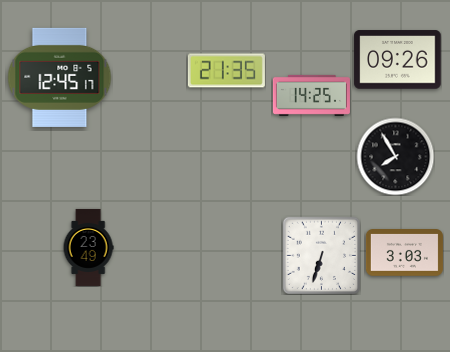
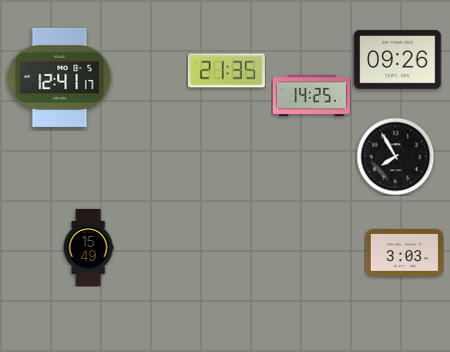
clock at (60, 77): 12:45 -> 12:41
clock at (88, 247): 23:49 -> 15:49
clock at (321, 255): 6:33 -> none
